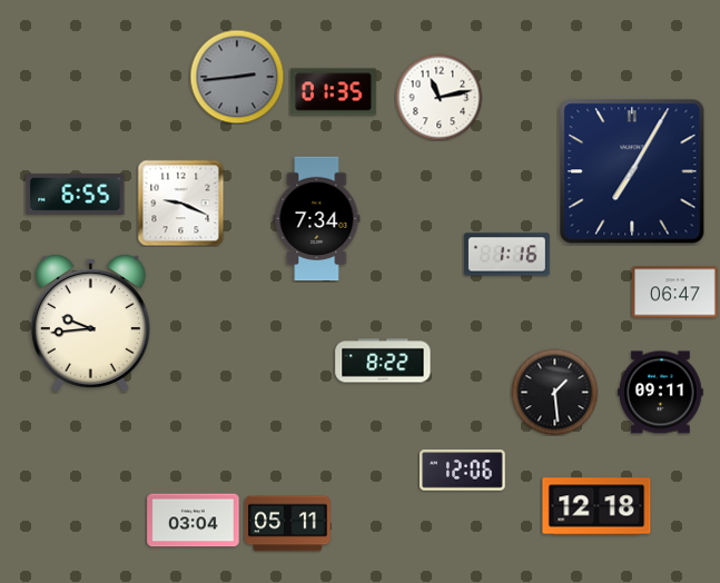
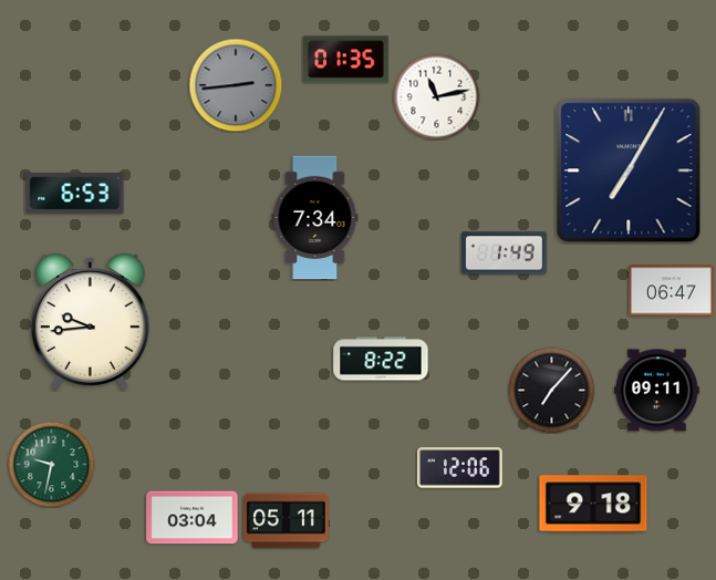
clock at (237, 77) position: (237, 77) -> (236, 85)
clock at (334, 92) position: (334, 92) -> (346, 60)
clock at (76, 195): 6:55 -> 6:53
clock at (180, 202): 9:19 -> none
clock at (507, 255): 1:16 -> 1:49
clock at (554, 392): 1:29 -> 7:07
clock at (51, 464): none -> 9:32
clock at (596, 506): 12:18 -> 9:18
